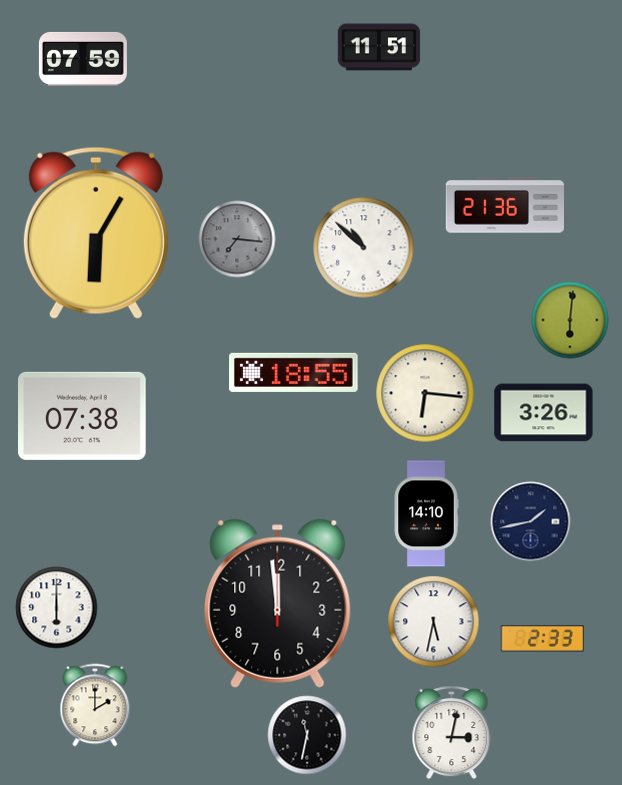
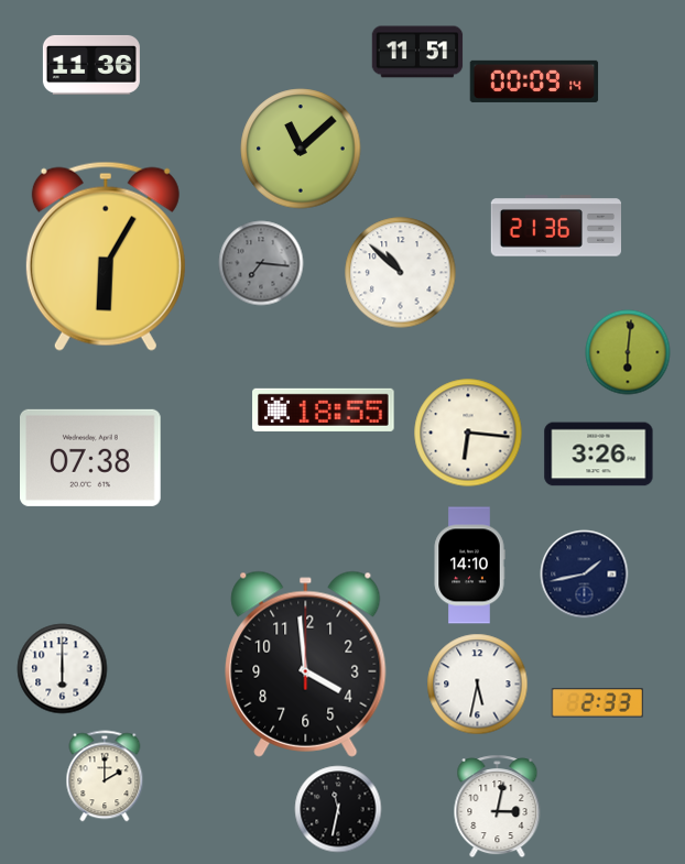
clock at (83, 59): 07:59 -> 11:36
clock at (534, 81): none -> 00:09
clock at (301, 149): none -> 11:08
clock at (278, 603): 11:59 -> 3:59
